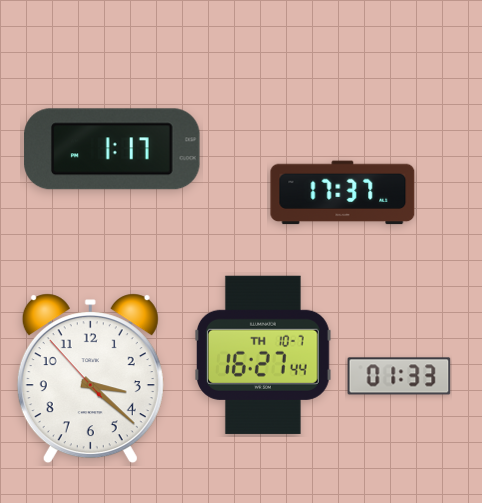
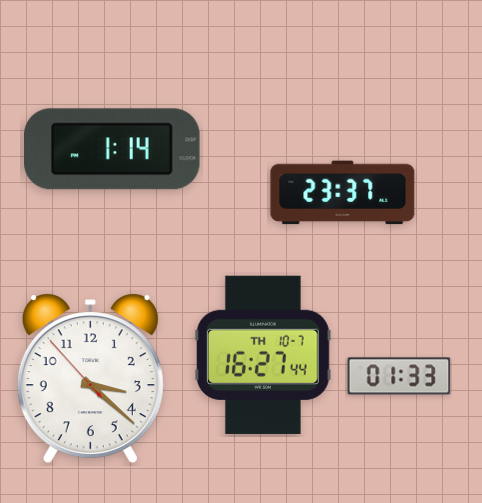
clock at (112, 149): 1:17 -> 1:14
clock at (343, 193): 17:37 -> 23:37
